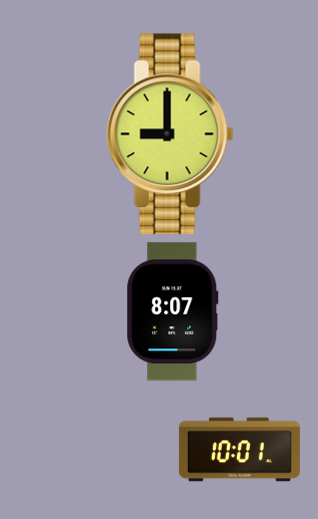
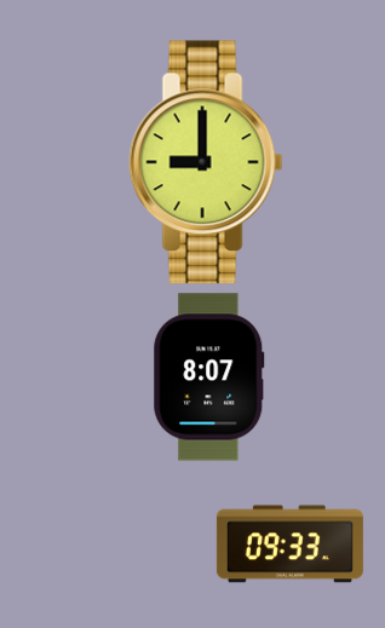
clock at (239, 450): 10:01 -> 09:33
